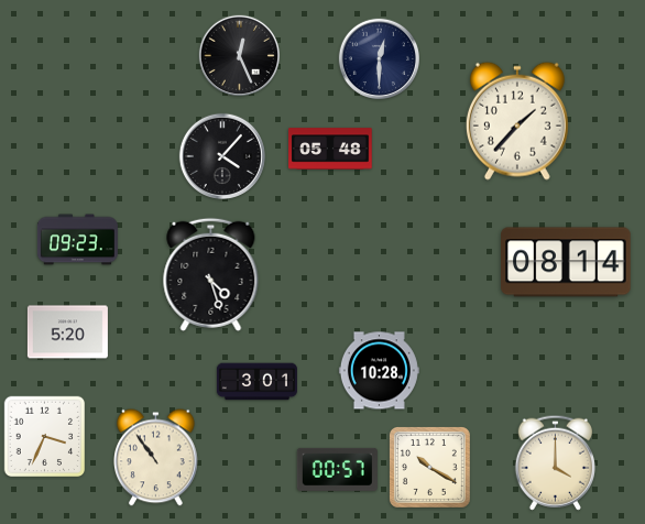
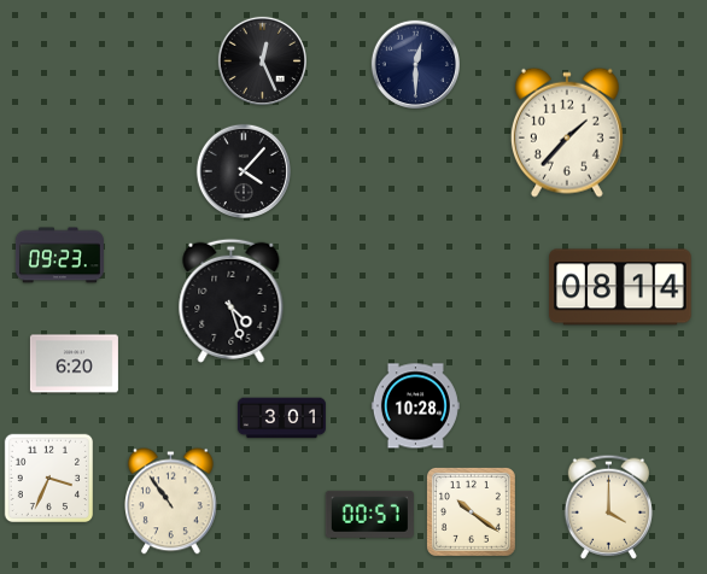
clock at (330, 149): 05:48 -> none
clock at (77, 240) position: (77, 240) -> (59, 256)
clock at (67, 332): 5:20 -> 6:20
clock at (429, 467): 10:20 -> 10:21
